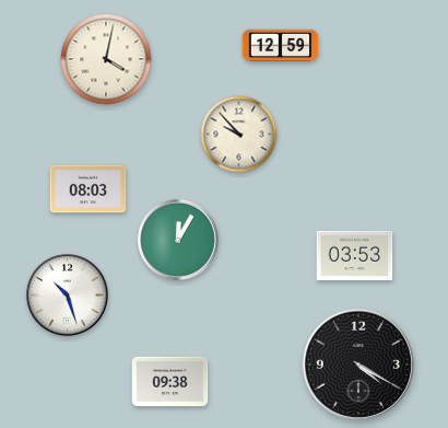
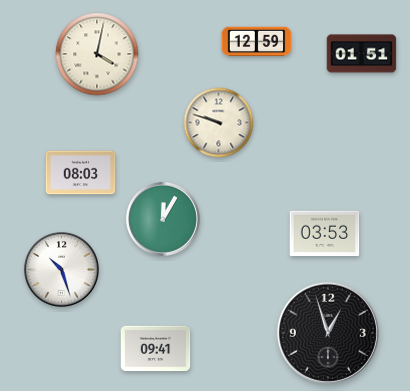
clock at (362, 54): none -> 01:51
clock at (239, 135): 9:53 -> 9:48
clock at (358, 365): 4:20 -> 12:57
clock at (170, 382): 09:38 -> 09:41
